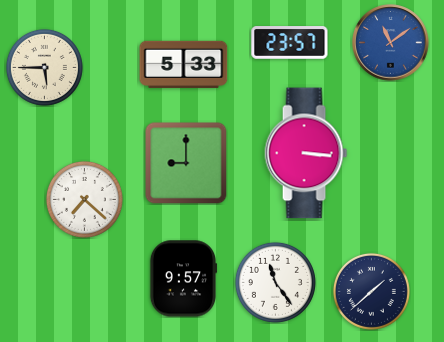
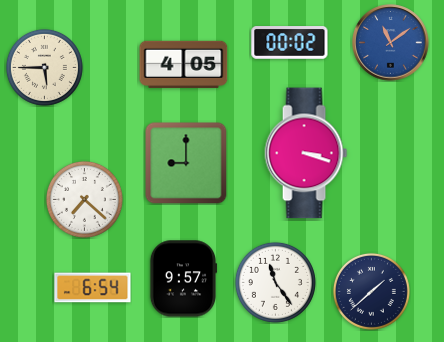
clock at (290, 43): 23:57 -> 00:02
clock at (184, 64): 5:33 -> 4:05
clock at (306, 153): 3:16 -> 3:18
clock at (93, 288): none -> 6:54
